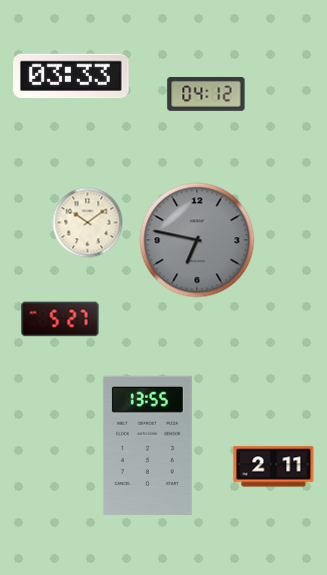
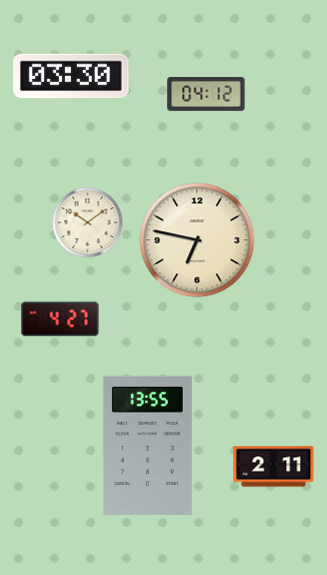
clock at (71, 76): 03:33 -> 03:30
clock at (197, 240) dial: grey -> cream
clock at (60, 319): 5:27 -> 4:27
